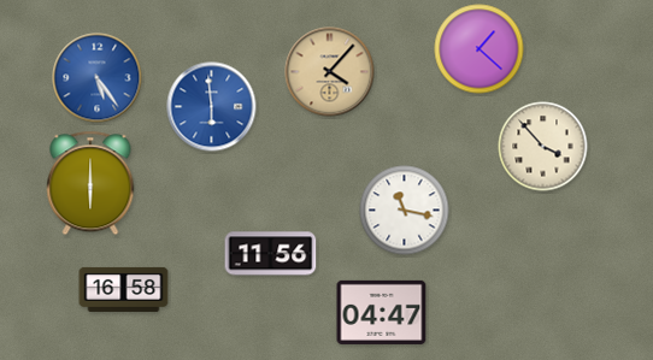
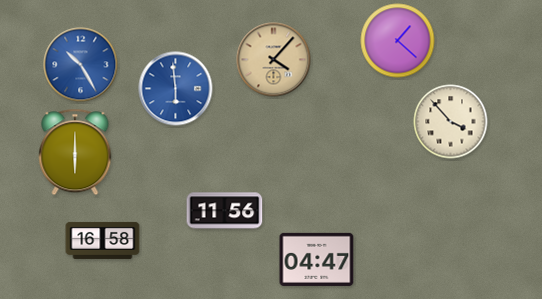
clock at (98, 78): 5:24 -> 10:25
clock at (405, 211): 11:17 -> none
